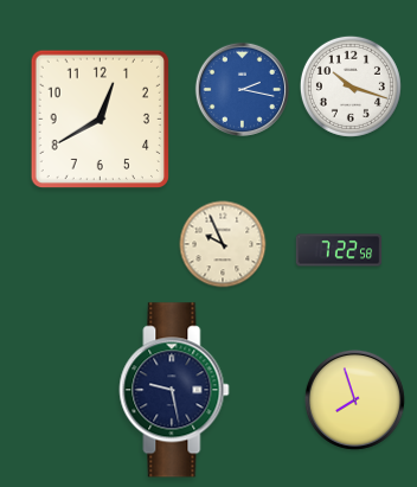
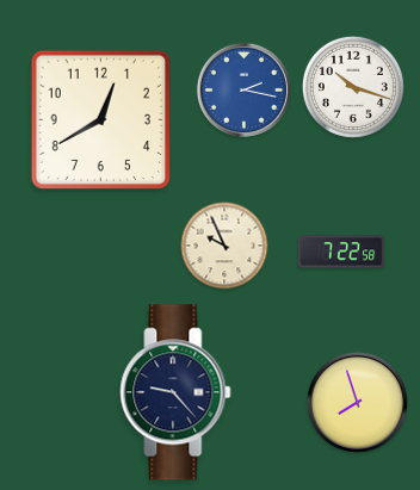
clock at (174, 390): 9:28 -> 9:23
